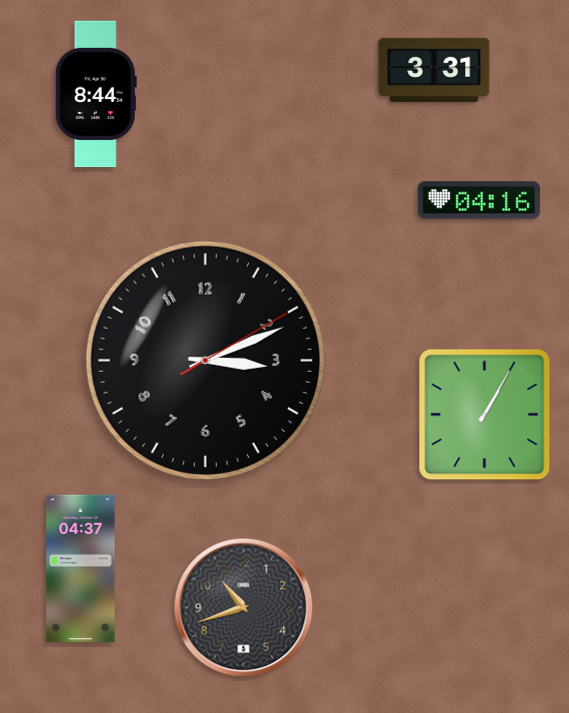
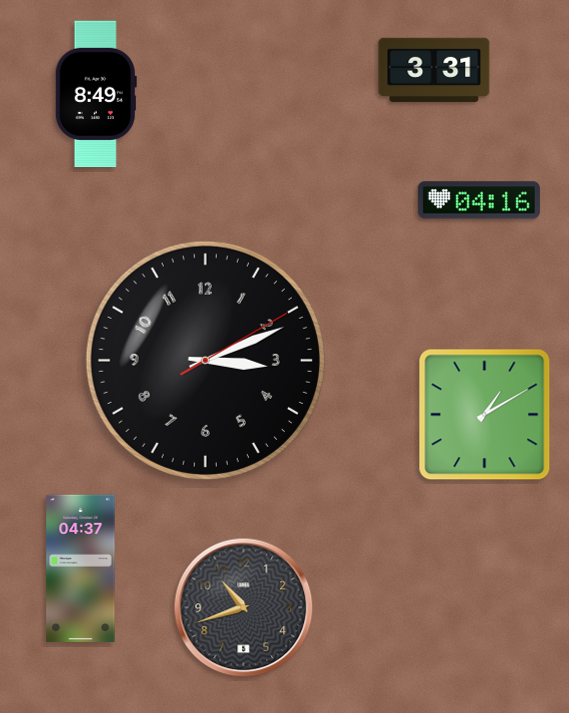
clock at (96, 94): 8:44 -> 8:49
clock at (485, 415): 1:05 -> 1:10
